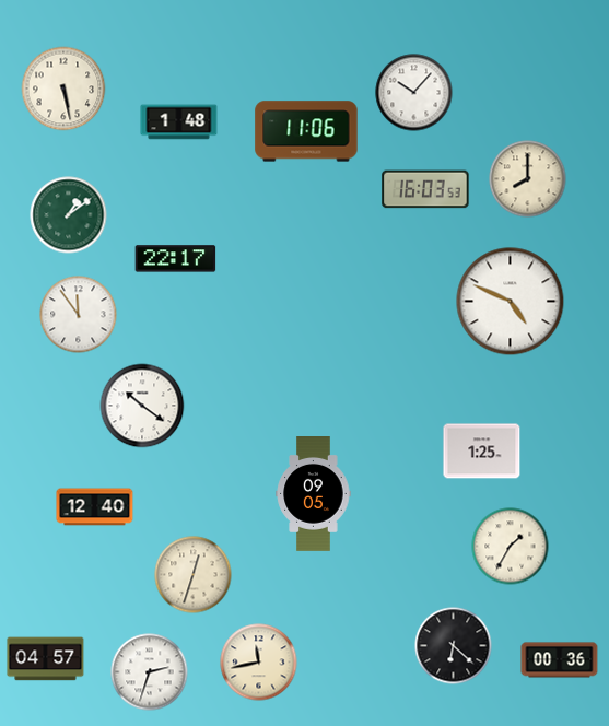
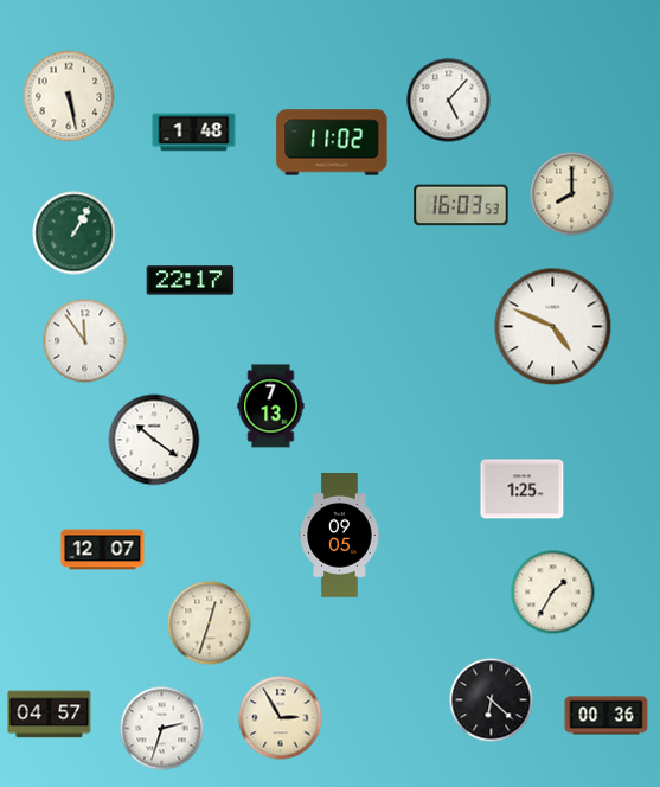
clock at (414, 93): 10:07 -> 5:07
clock at (306, 131): 11:06 -> 11:02
clock at (69, 215): 1:09 -> 1:05
clock at (271, 407): none -> 7:13
clock at (95, 507): 12:40 -> 12:07
clock at (259, 663): 11:43 -> 2:55
